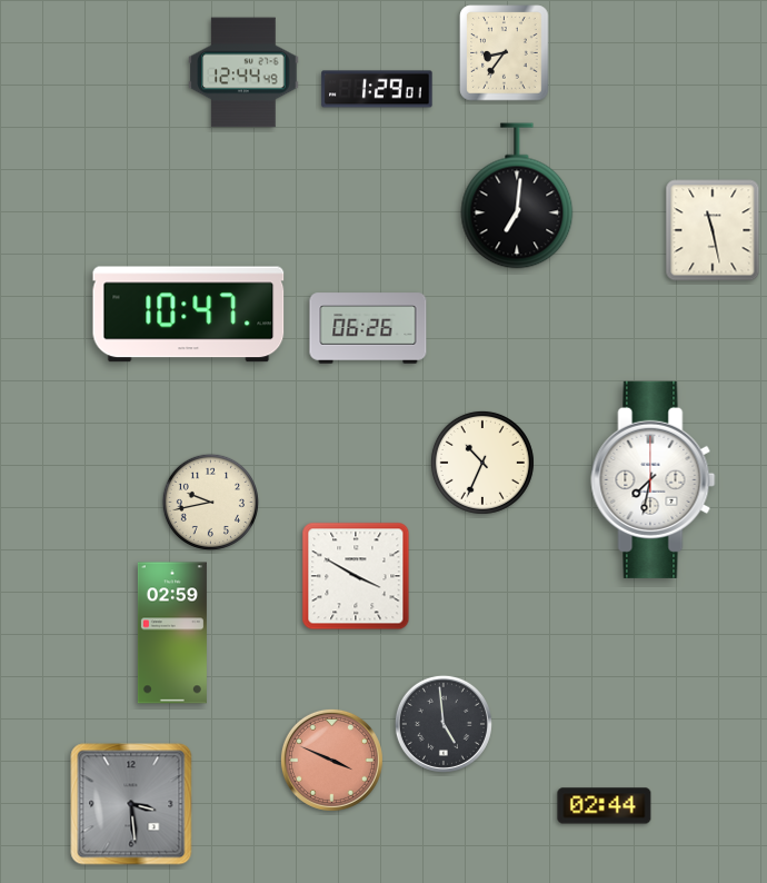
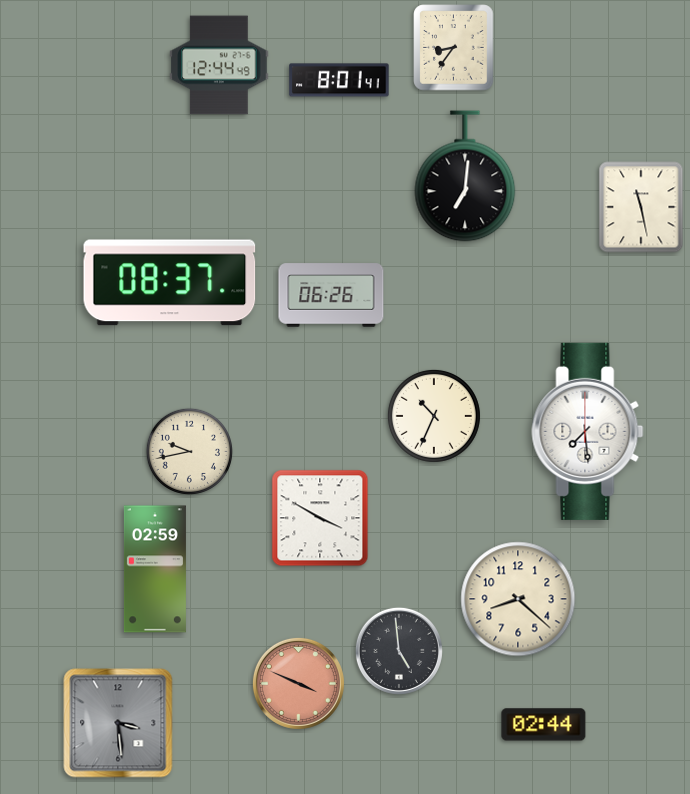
clock at (377, 89): 1:29 -> 8:01
clock at (189, 315): 10:47 -> 08:37
clock at (654, 479): 7:32 -> 7:29
clock at (518, 599): none -> 8:22
